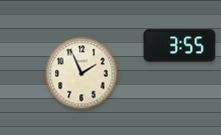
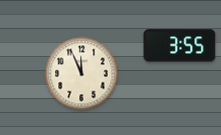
clock at (82, 74): 1:56 -> 11:56
